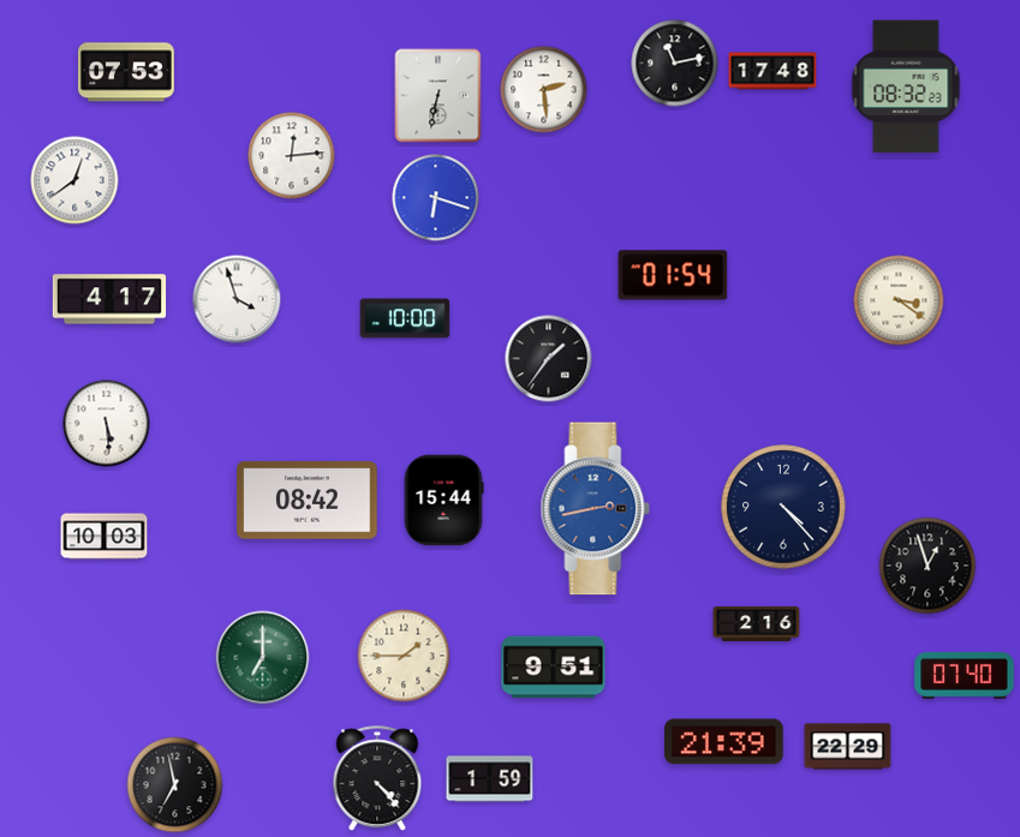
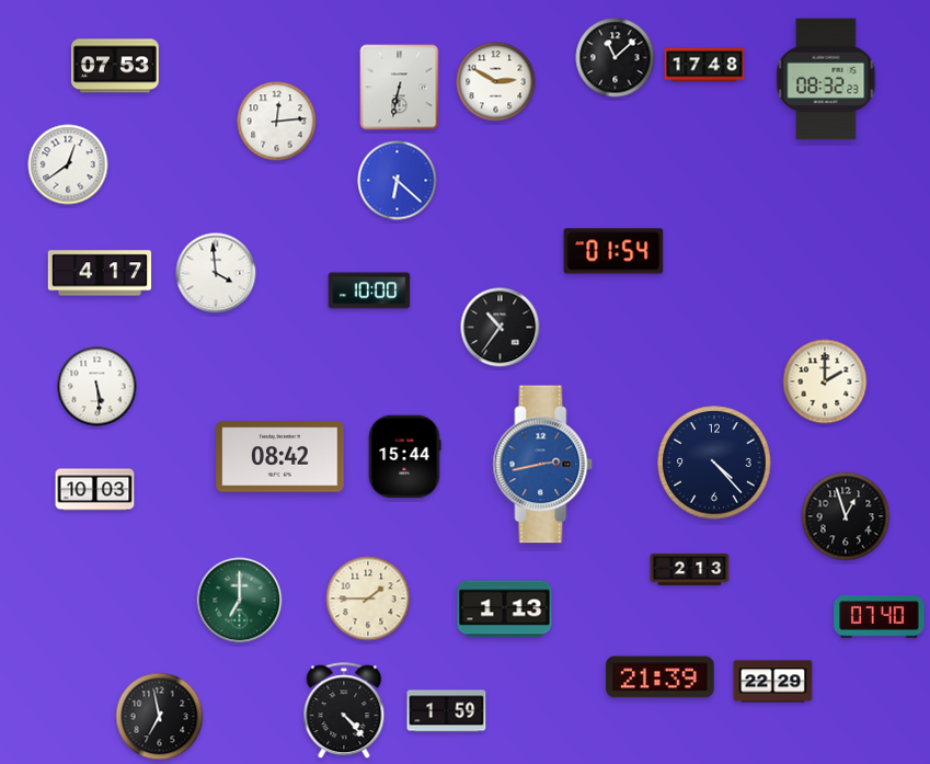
clock at (675, 64): 11:13 -> 11:08
clock at (544, 90): 2:29 -> 2:50
clock at (292, 156) position: (292, 156) -> (277, 122)
clock at (436, 198): 6:18 -> 6:22
clock at (237, 299): 3:57 -> 3:59
clock at (899, 300): 3:21 -> none
clock at (549, 359): 1:36 -> 10:36
clock at (825, 381): none -> 2:00
clock at (757, 623): 2:16 -> 2:13
clock at (554, 668): 9:51 -> 1:13
